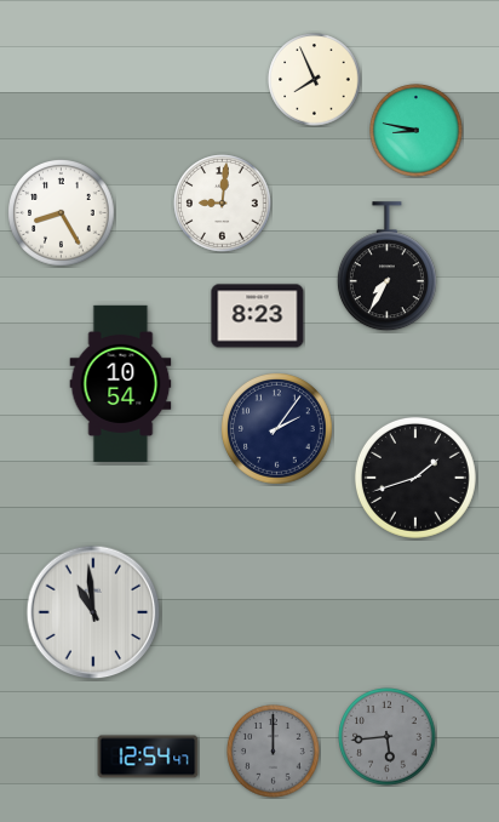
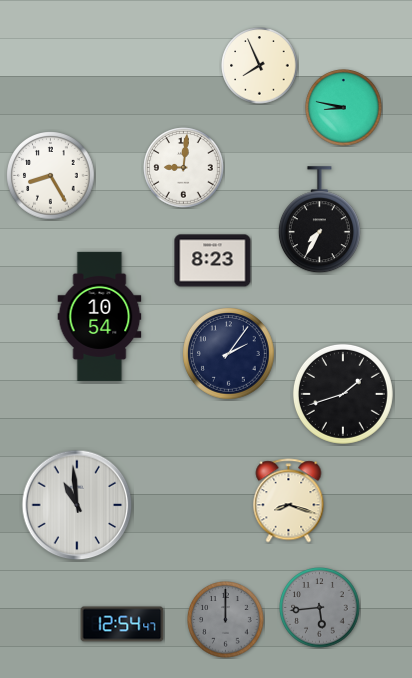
clock at (289, 501): none -> 8:18
